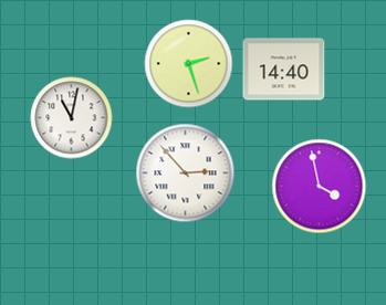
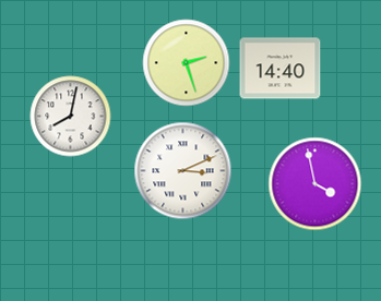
clock at (72, 118): 11:02 -> 8:02
clock at (186, 173): 2:53 -> 3:11
